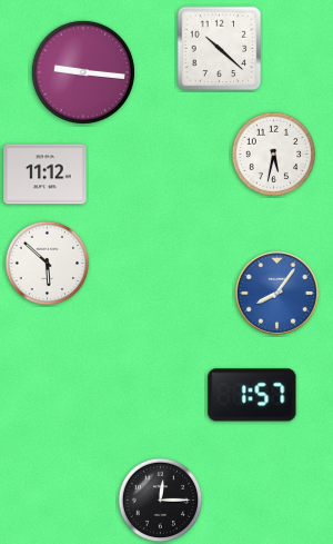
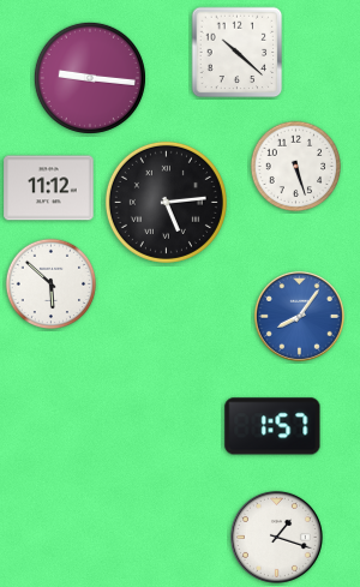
clock at (274, 155): 5:32 -> 5:27
clock at (166, 202): none -> 5:14
clock at (276, 537): none -> 1:18
clock at (161, 501): 12:15 -> none
